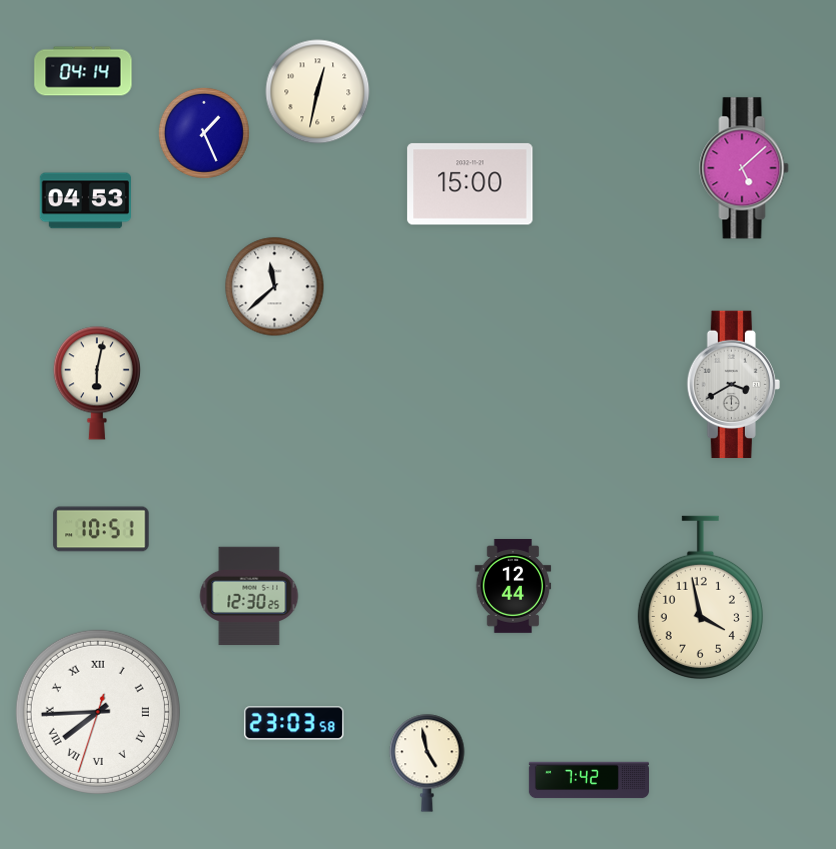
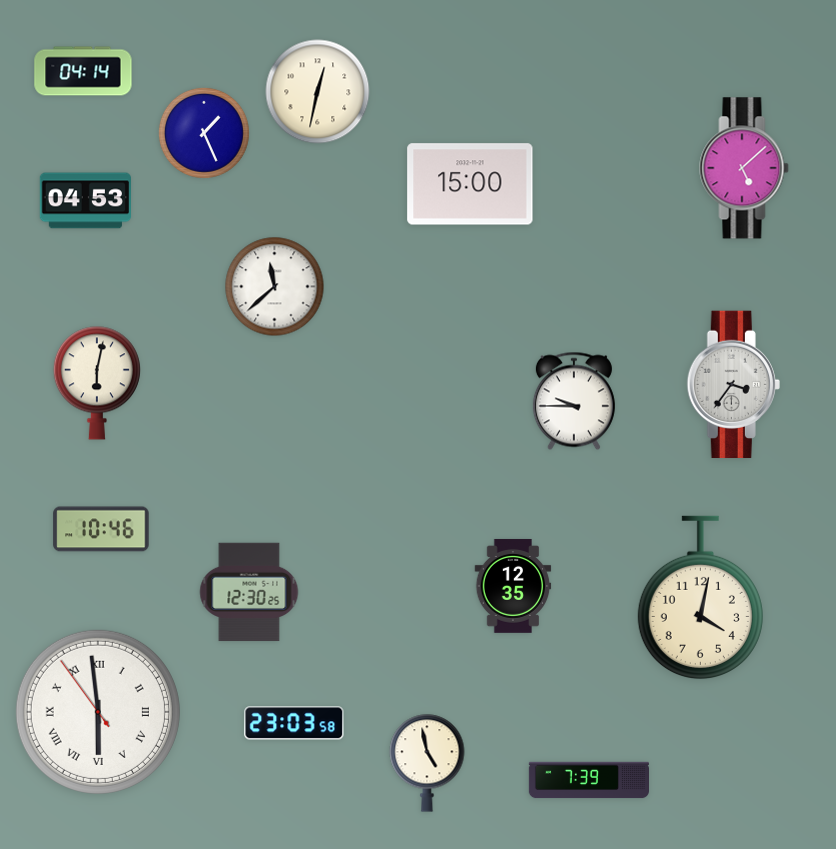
clock at (733, 385): 3:40 -> 3:36
clock at (574, 401): none -> 9:45
clock at (101, 529): 10:51 -> 10:46
clock at (513, 586): 12:44 -> 12:35
clock at (249, 596) position: (249, 596) -> (249, 592)
clock at (700, 598): 3:58 -> 4:02
clock at (98, 712): 7:44 -> 5:58
clock at (588, 780): 7:42 -> 7:39
